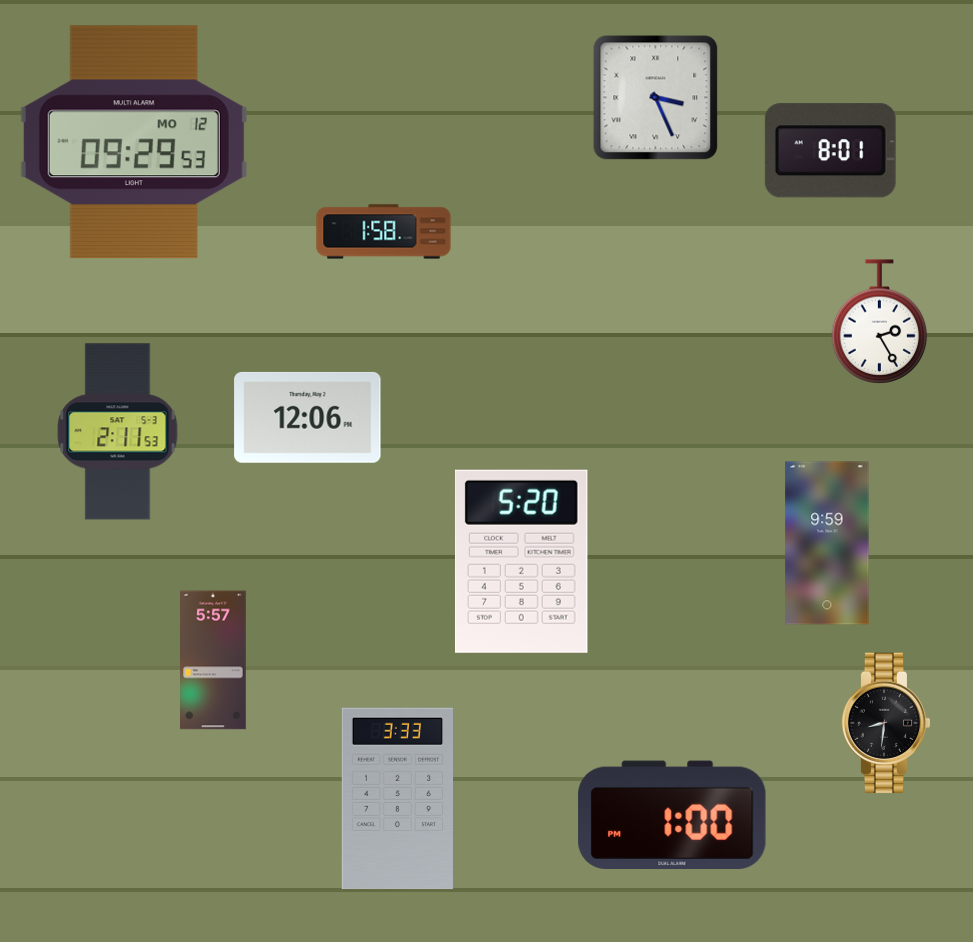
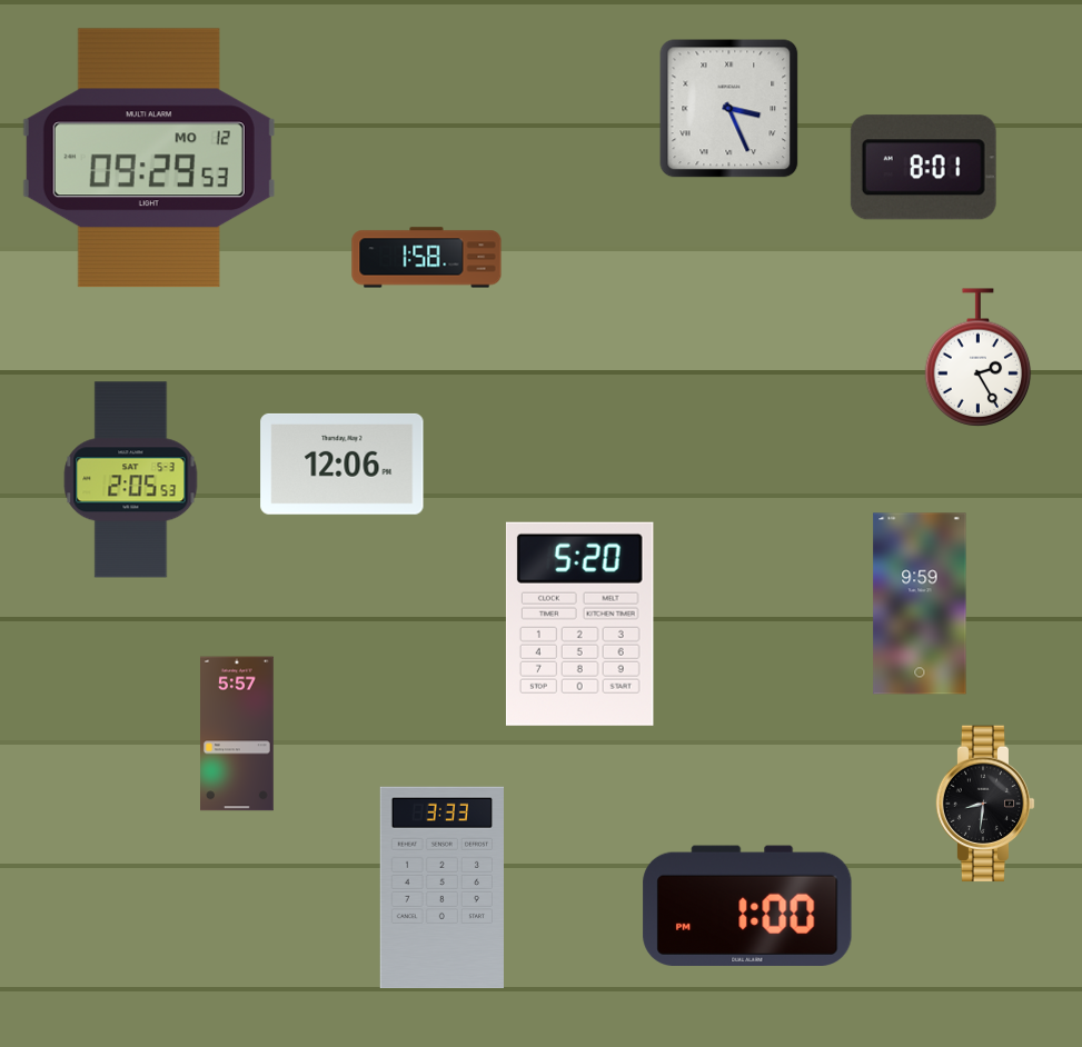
clock at (118, 432): 2:11 -> 2:05
